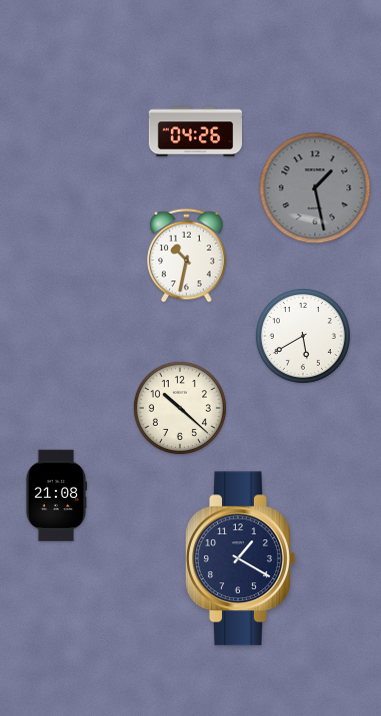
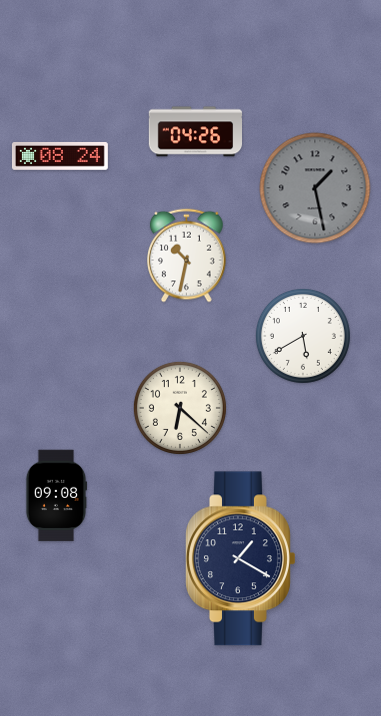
clock at (60, 157): none -> 08:24
clock at (180, 408): 10:22 -> 6:22
clock at (56, 496): 21:08 -> 09:08
